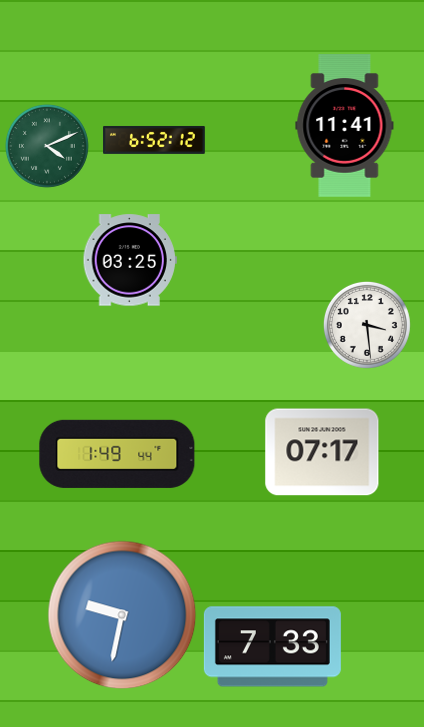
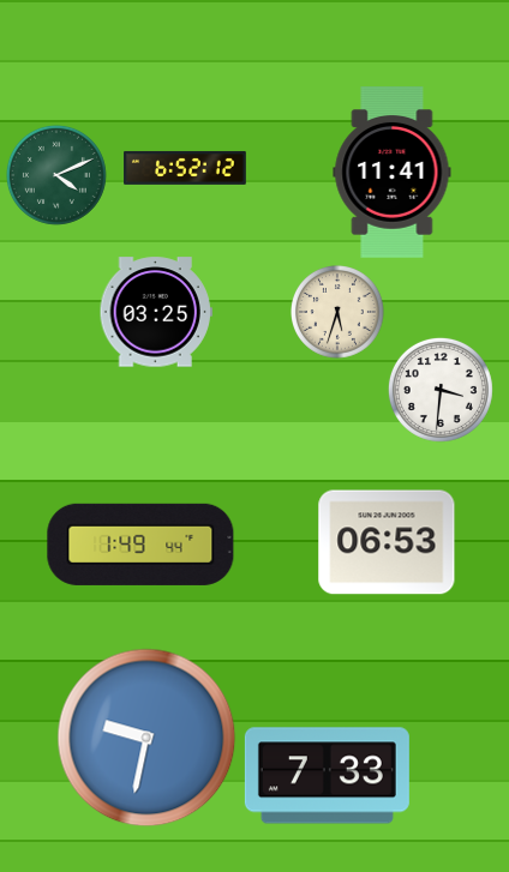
clock at (345, 126) position: (345, 126) -> (393, 173)
clock at (339, 313): none -> 5:33
clock at (367, 325): 3:29 -> 3:31
clock at (322, 452): 07:17 -> 06:53
